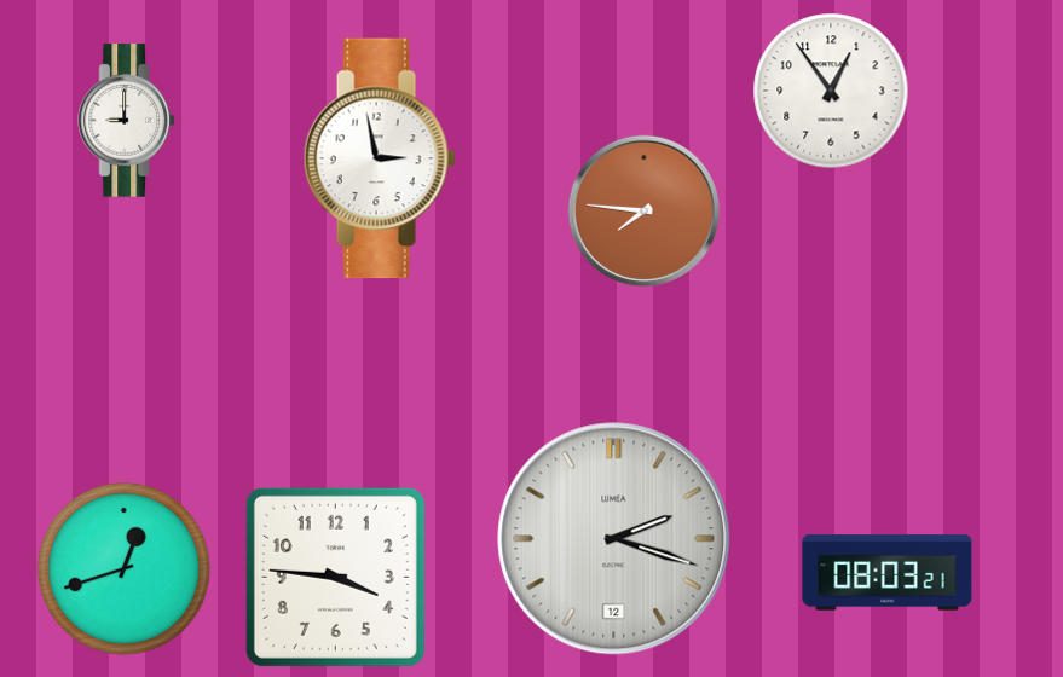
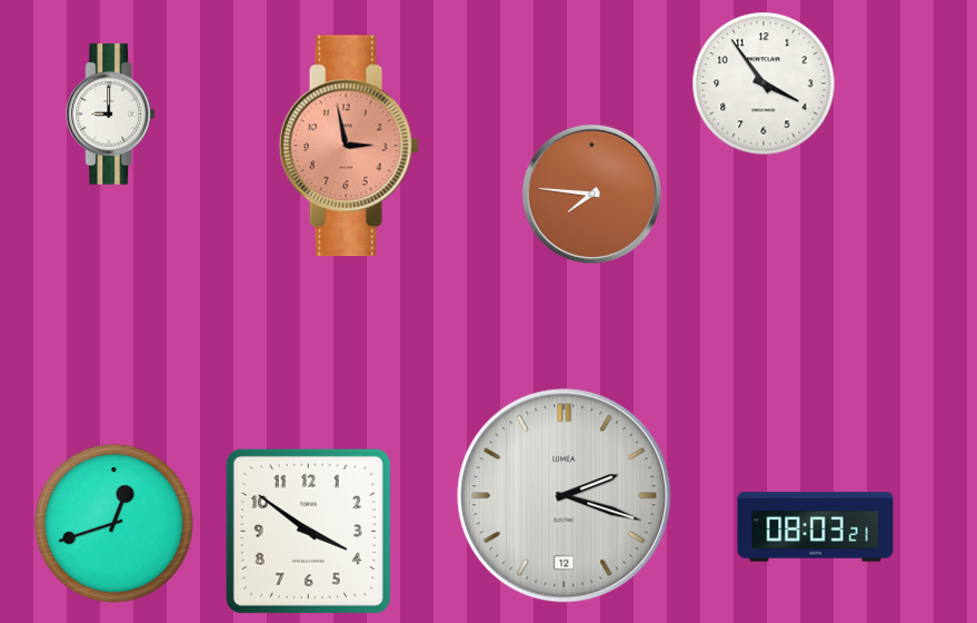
clock at (831, 91): 12:54 -> 3:54
clock at (126, 121) position: (126, 121) -> (110, 115)
clock at (380, 158) dial: white -> salmon
clock at (335, 577): 3:46 -> 3:51
